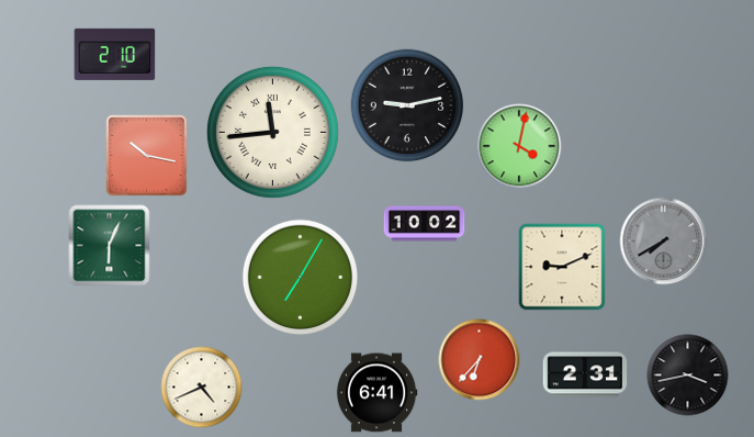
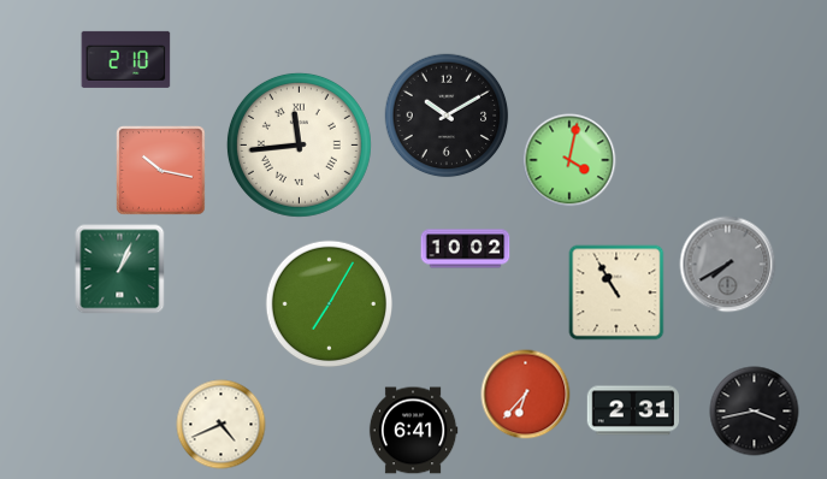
clock at (407, 105): 9:13 -> 10:10
clock at (425, 224) position: (425, 224) -> (466, 249)
clock at (110, 246): 6:04 -> 1:04
clock at (562, 267): 9:11 -> 10:55
clock at (585, 374) position: (585, 374) -> (633, 410)
